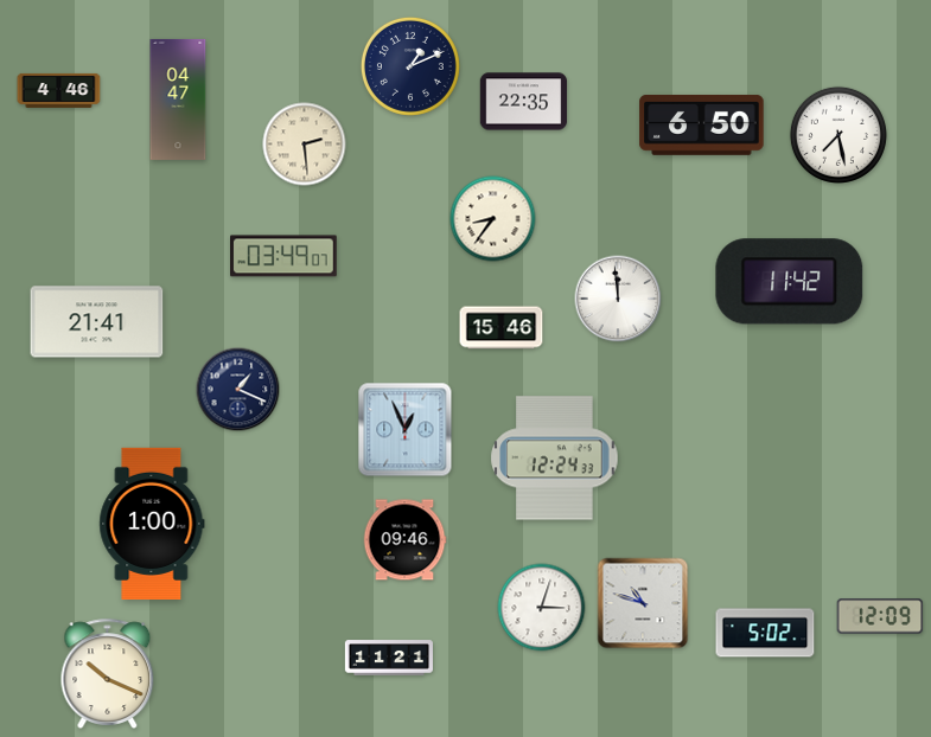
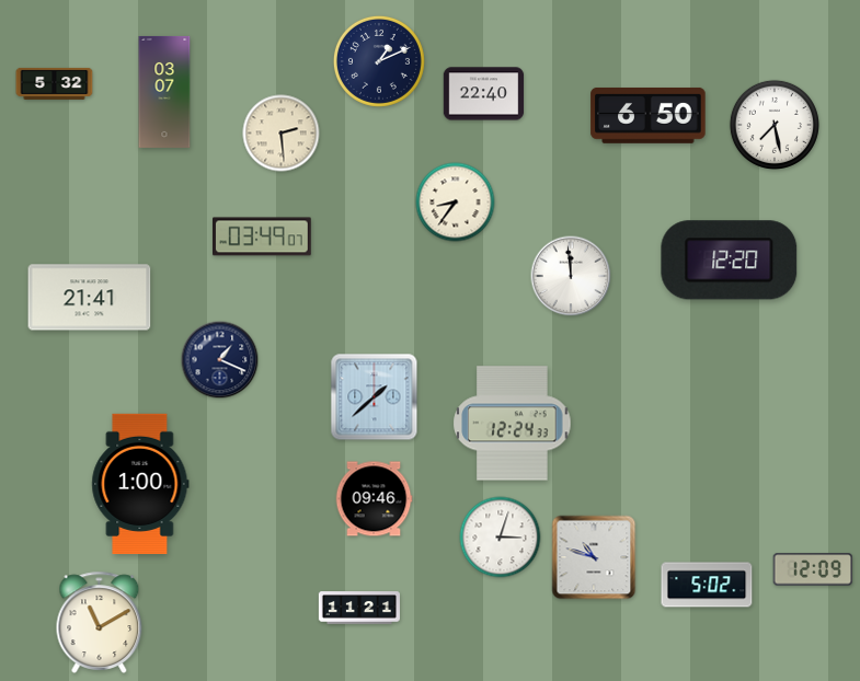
clock at (59, 90): 4:46 -> 5:32
clock at (178, 100): 04:47 -> 03:07
clock at (524, 102): 22:35 -> 22:40
clock at (790, 282): 11:42 -> 12:20
clock at (502, 328): 15:46 -> none
clock at (406, 430): 12:56 -> 1:38
clock at (542, 608) position: (542, 608) -> (501, 538)
clock at (108, 673): 10:19 -> 11:10
